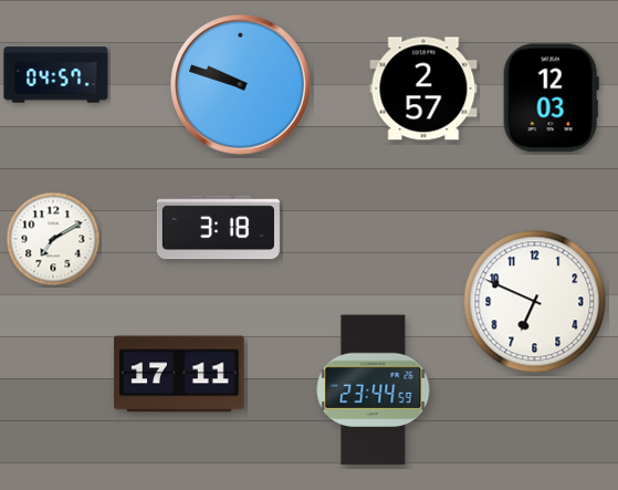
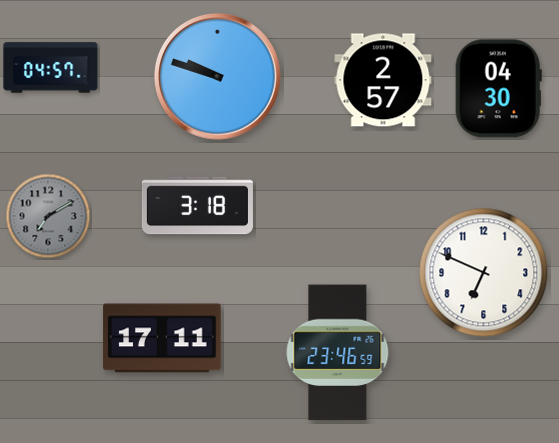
clock at (551, 98): 12:03 -> 04:30
clock at (53, 239) dial: white -> grey
clock at (374, 390): 23:44 -> 23:46
